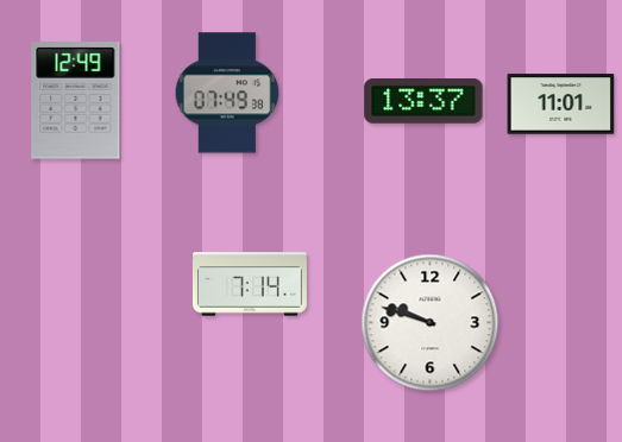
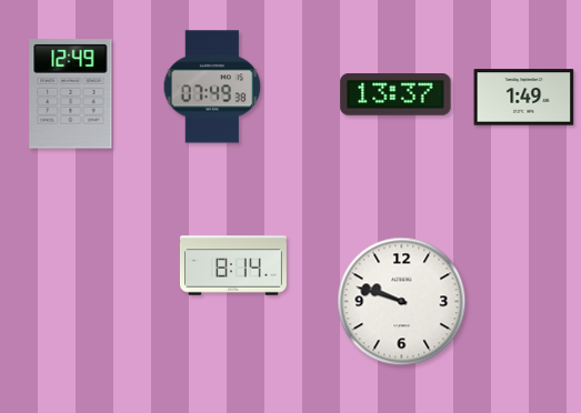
clock at (561, 105): 11:01 -> 1:49
clock at (250, 284): 7:14 -> 8:14
